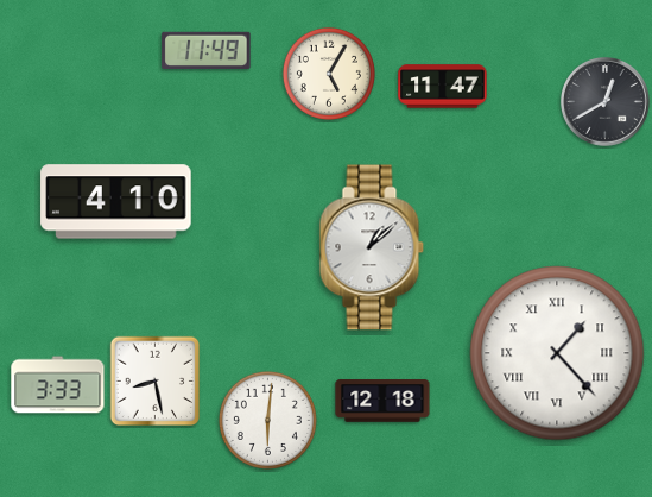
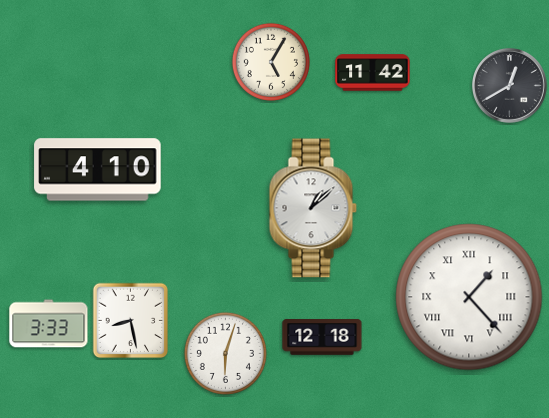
clock at (207, 50): 11:49 -> none
clock at (329, 74) position: (329, 74) -> (271, 62)
clock at (443, 87): 11:47 -> 11:42
clock at (267, 420): 6:01 -> 6:03
